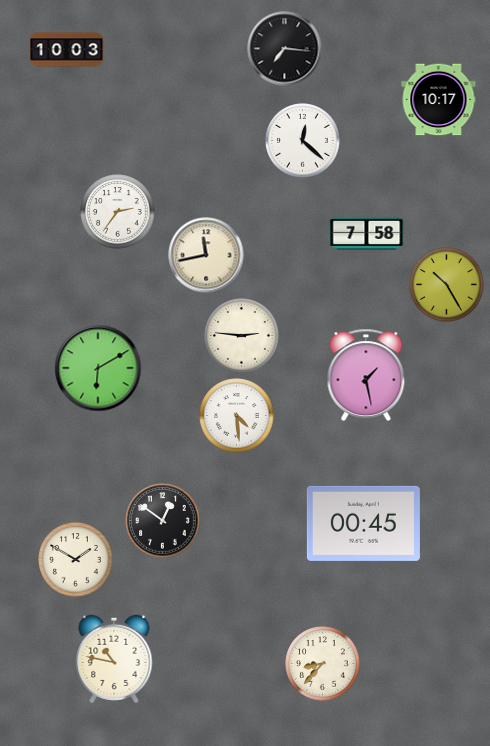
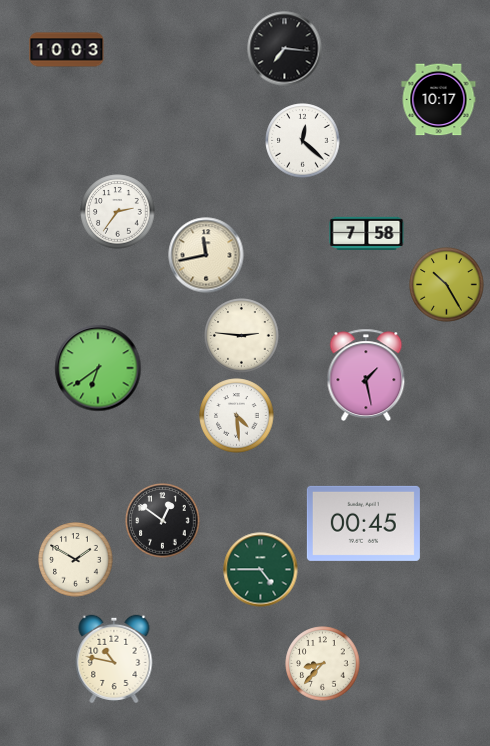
clock at (98, 368): 6:10 -> 6:39
clock at (261, 570): none -> 4:45
